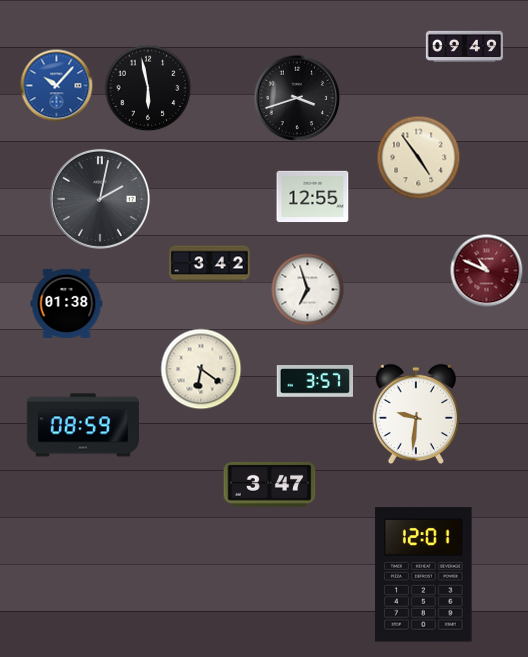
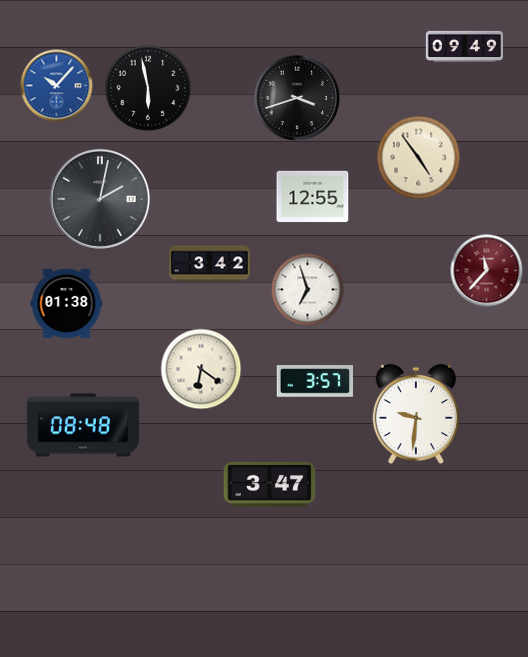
clock at (487, 271): 10:49 -> 11:37
clock at (83, 425): 08:59 -> 08:48
clock at (424, 575): 12:01 -> none
